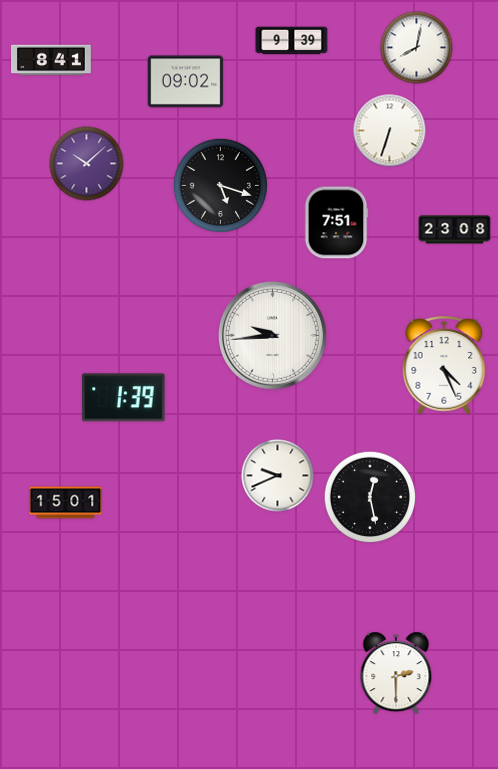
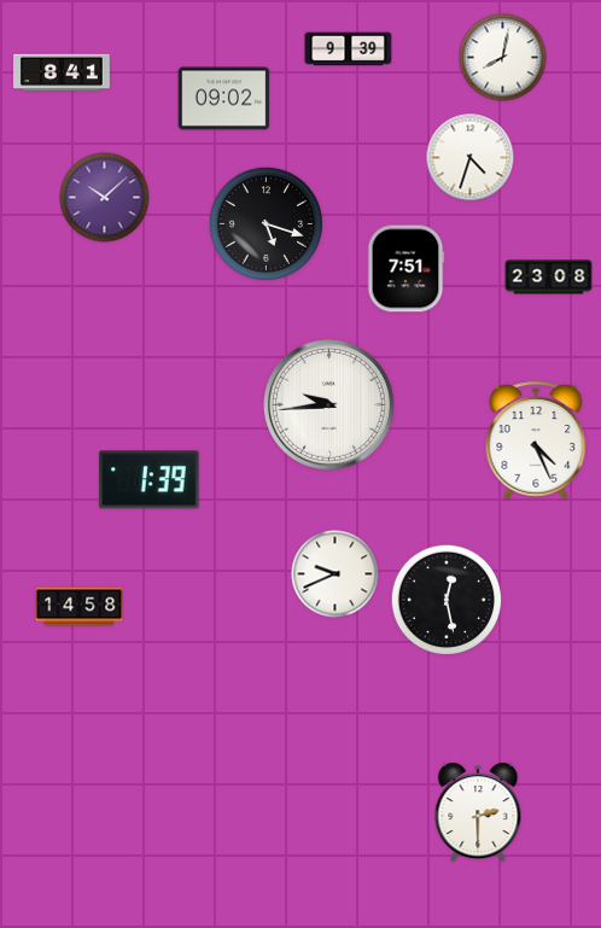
clock at (292, 41) position: (292, 41) -> (349, 49)
clock at (390, 131): 6:33 -> 4:33
clock at (66, 503): 15:01 -> 14:58
